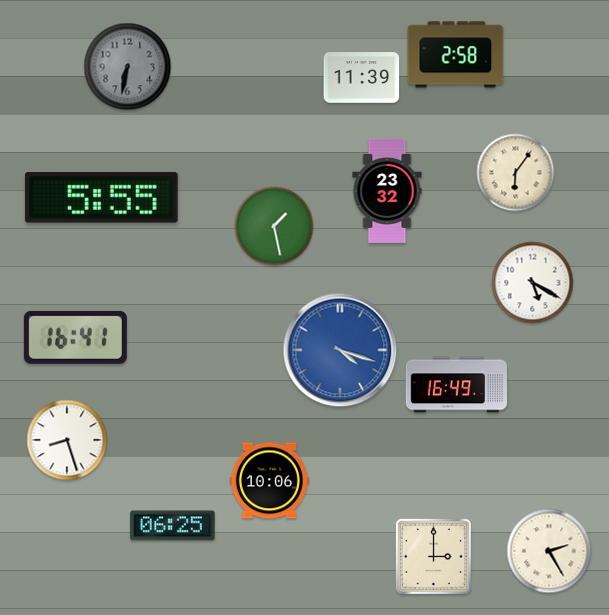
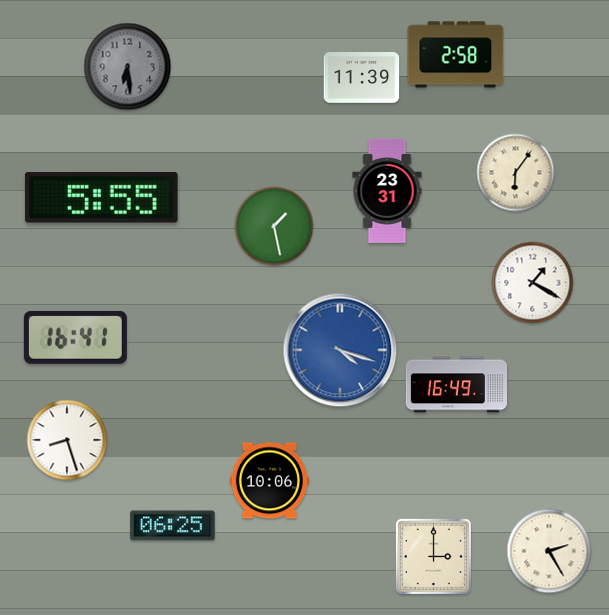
clock at (128, 67): 6:32 -> 6:29
clock at (387, 191): 23:32 -> 23:31
clock at (533, 283): 5:20 -> 1:20
